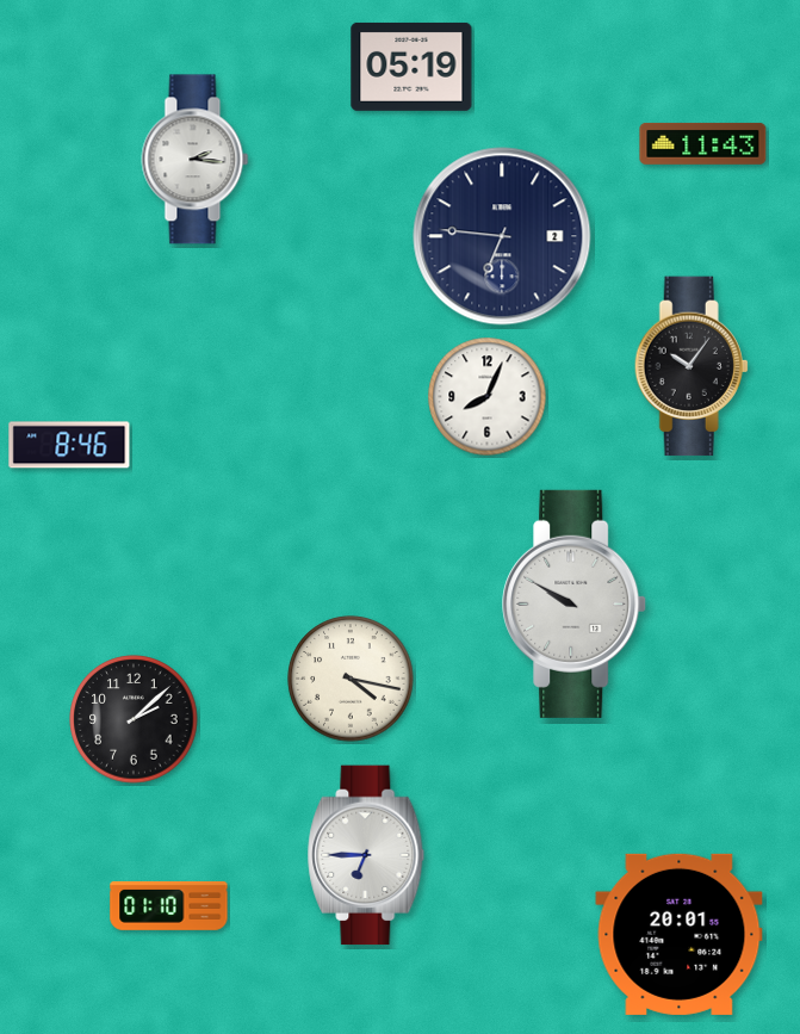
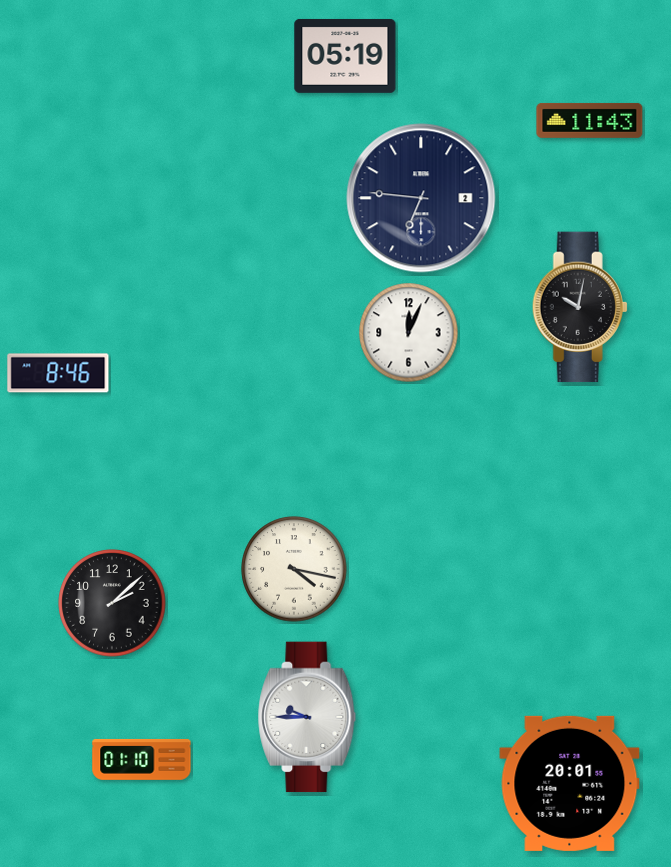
clock at (196, 160): 2:16 -> none
clock at (692, 366): 10:06 -> 10:02
clock at (488, 397): 8:04 -> 12:04
clock at (575, 603): 9:50 -> none
clock at (366, 855): 6:45 -> 9:45
